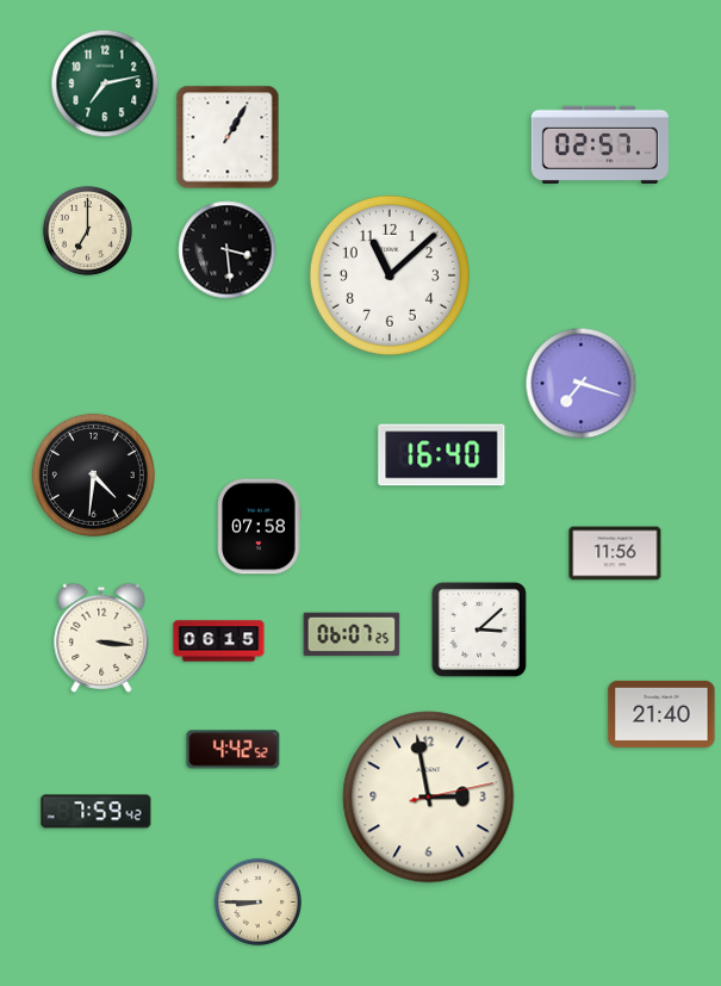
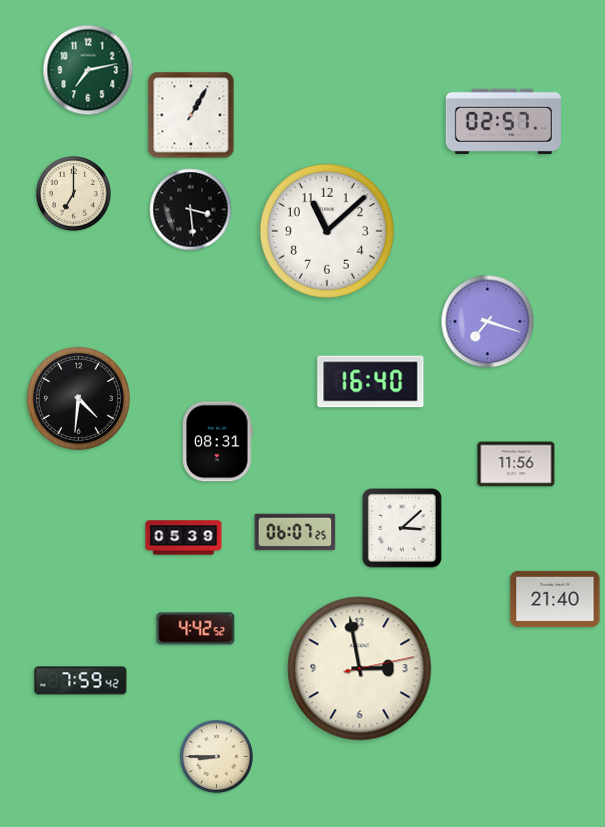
clock at (260, 527): 07:58 -> 08:31
clock at (101, 638): 3:16 -> none
clock at (219, 641): 06:15 -> 05:39
